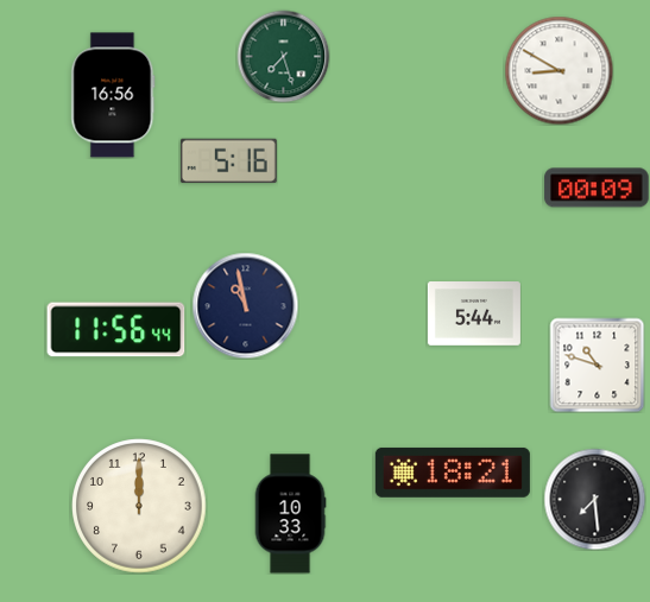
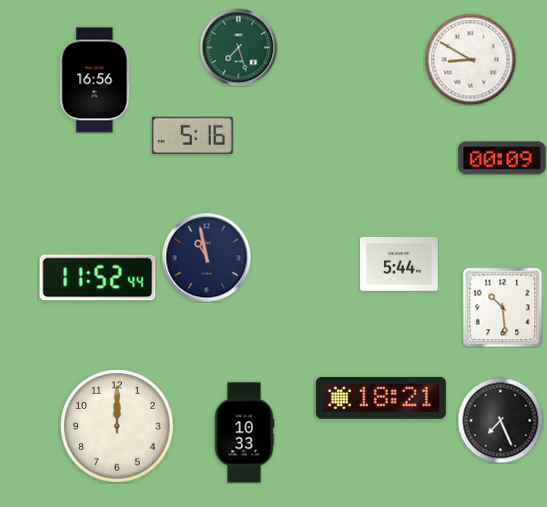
clock at (116, 330): 11:56 -> 11:52
clock at (597, 365): 10:48 -> 10:29
clock at (594, 499): 7:29 -> 7:26
